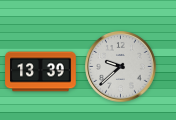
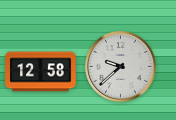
clock at (41, 72): 13:39 -> 12:58
